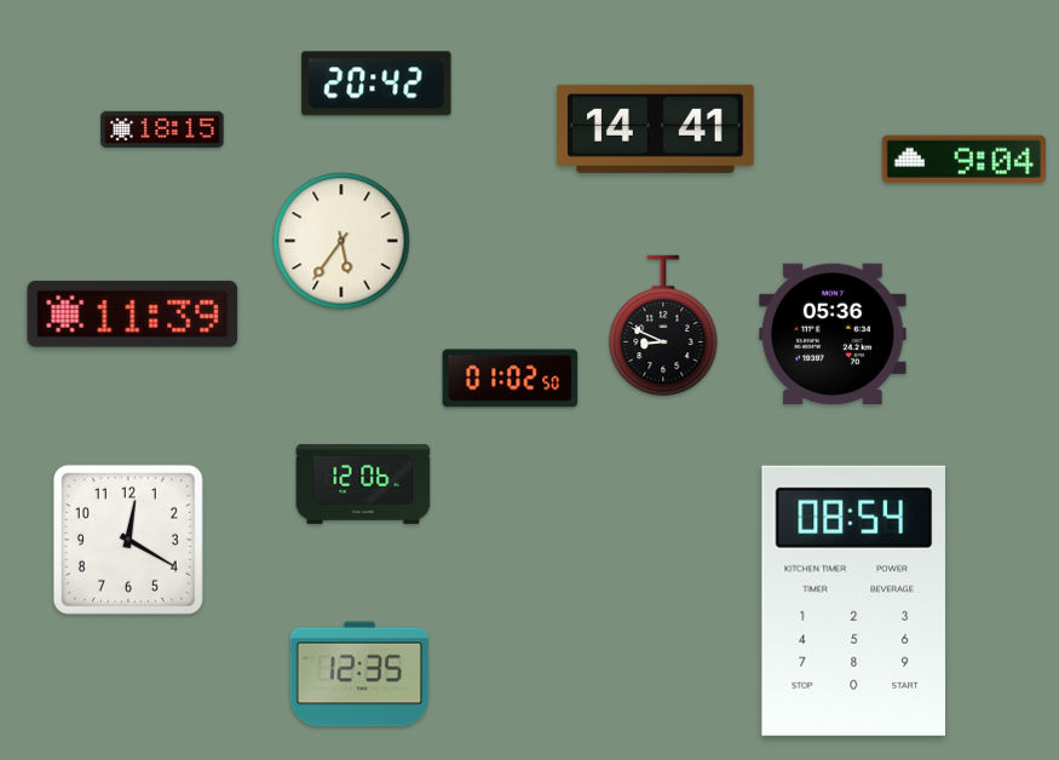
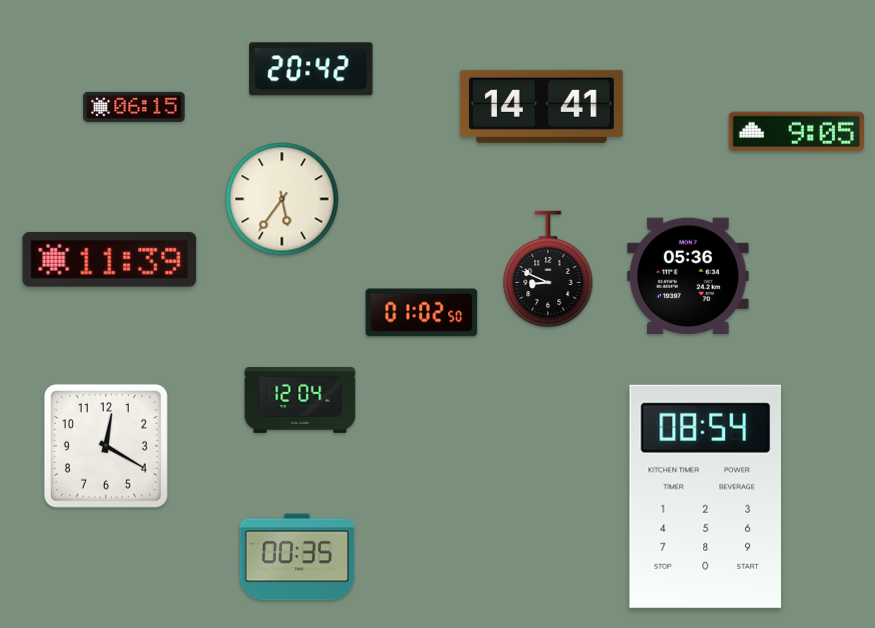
clock at (162, 129): 18:15 -> 06:15
clock at (963, 160): 9:04 -> 9:05
clock at (363, 484): 12:06 -> 12:04
clock at (359, 674): 12:35 -> 00:35
